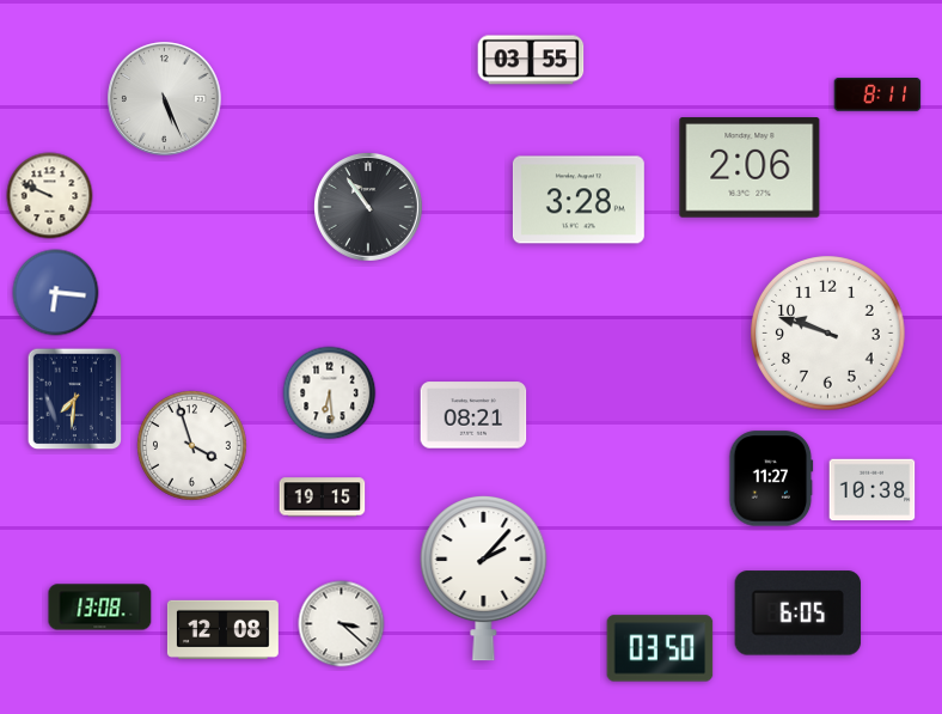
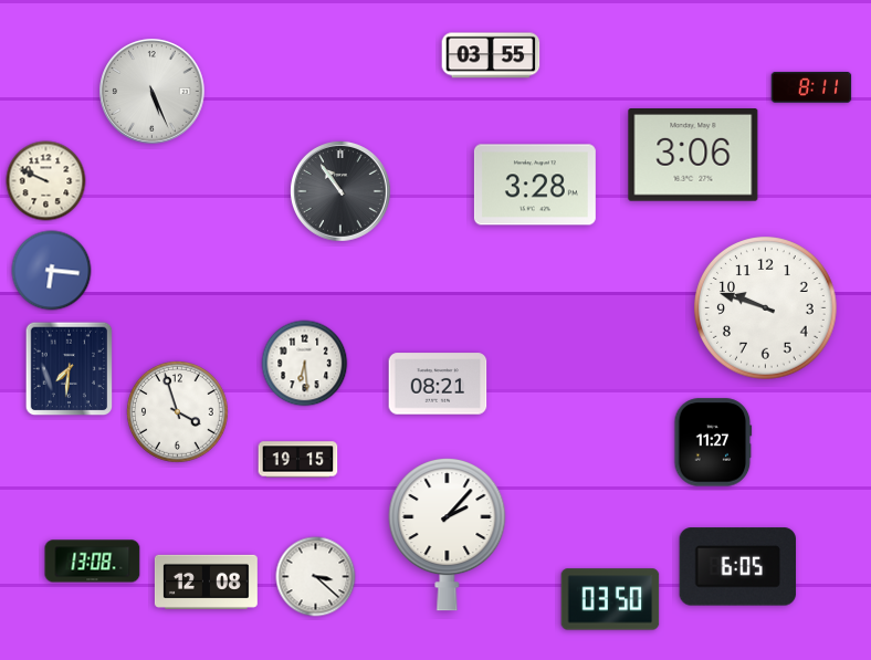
clock at (750, 167): 2:06 -> 3:06
clock at (873, 490): 10:38 -> none
